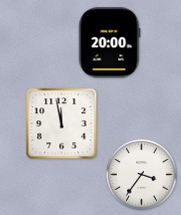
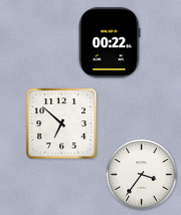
clock at (110, 43): 20:00 -> 00:22
clock at (62, 124): 11:58 -> 6:52
